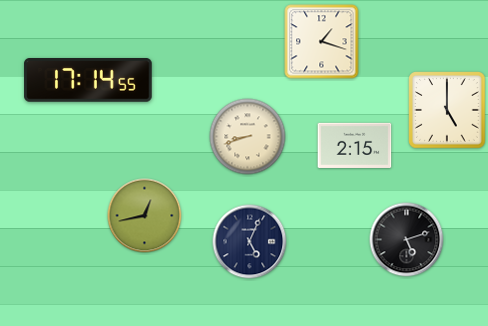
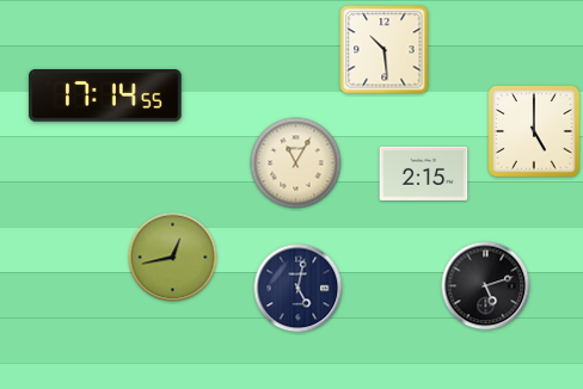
clock at (322, 42): 1:18 -> 10:29
clock at (248, 137): 8:42 -> 11:05
clock at (250, 242): 5:04 -> 5:02
